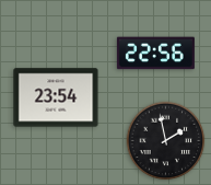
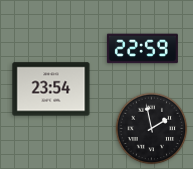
clock at (155, 54): 22:56 -> 22:59
